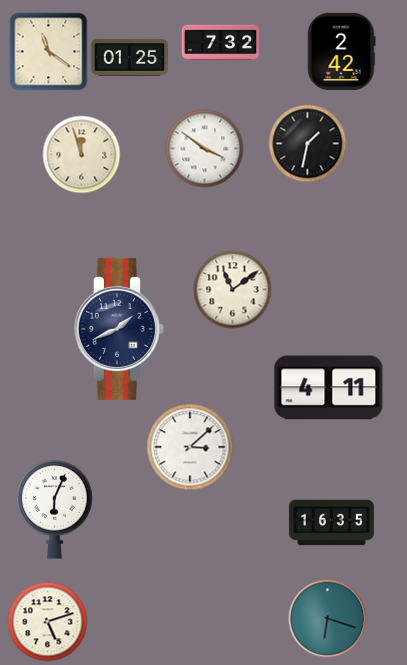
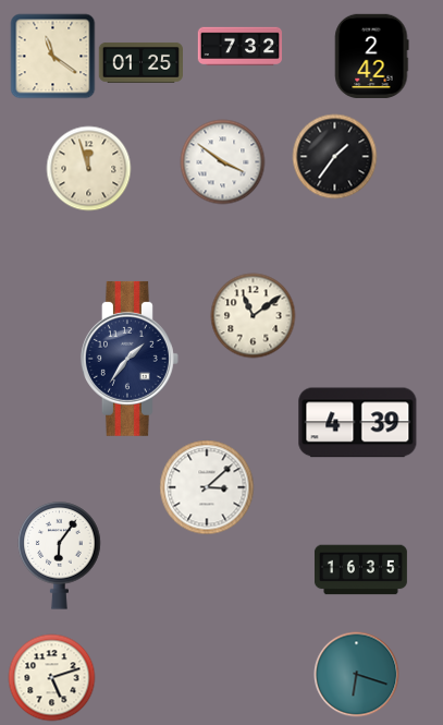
clock at (307, 143): 1:32 -> 1:36
clock at (119, 329): 1:41 -> 1:36
clock at (329, 388): 4:11 -> 4:39
clock at (55, 510): 6:04 -> 6:06
